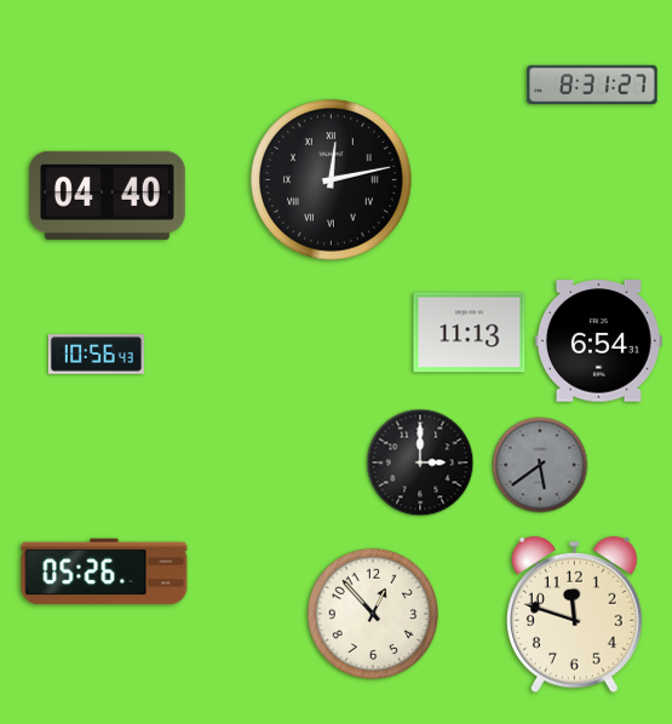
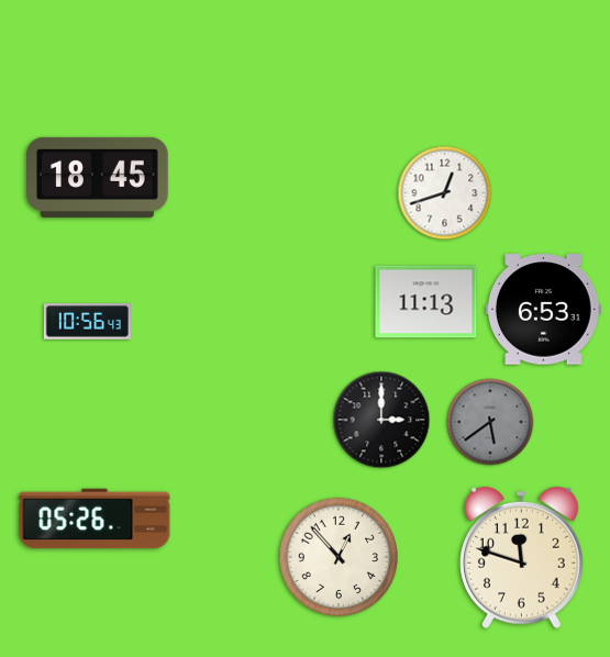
clock at (592, 85): 8:31 -> none
clock at (332, 180): 12:13 -> none
clock at (108, 195): 04:40 -> 18:45
clock at (445, 193): none -> 12:42
clock at (598, 341): 6:54 -> 6:53
